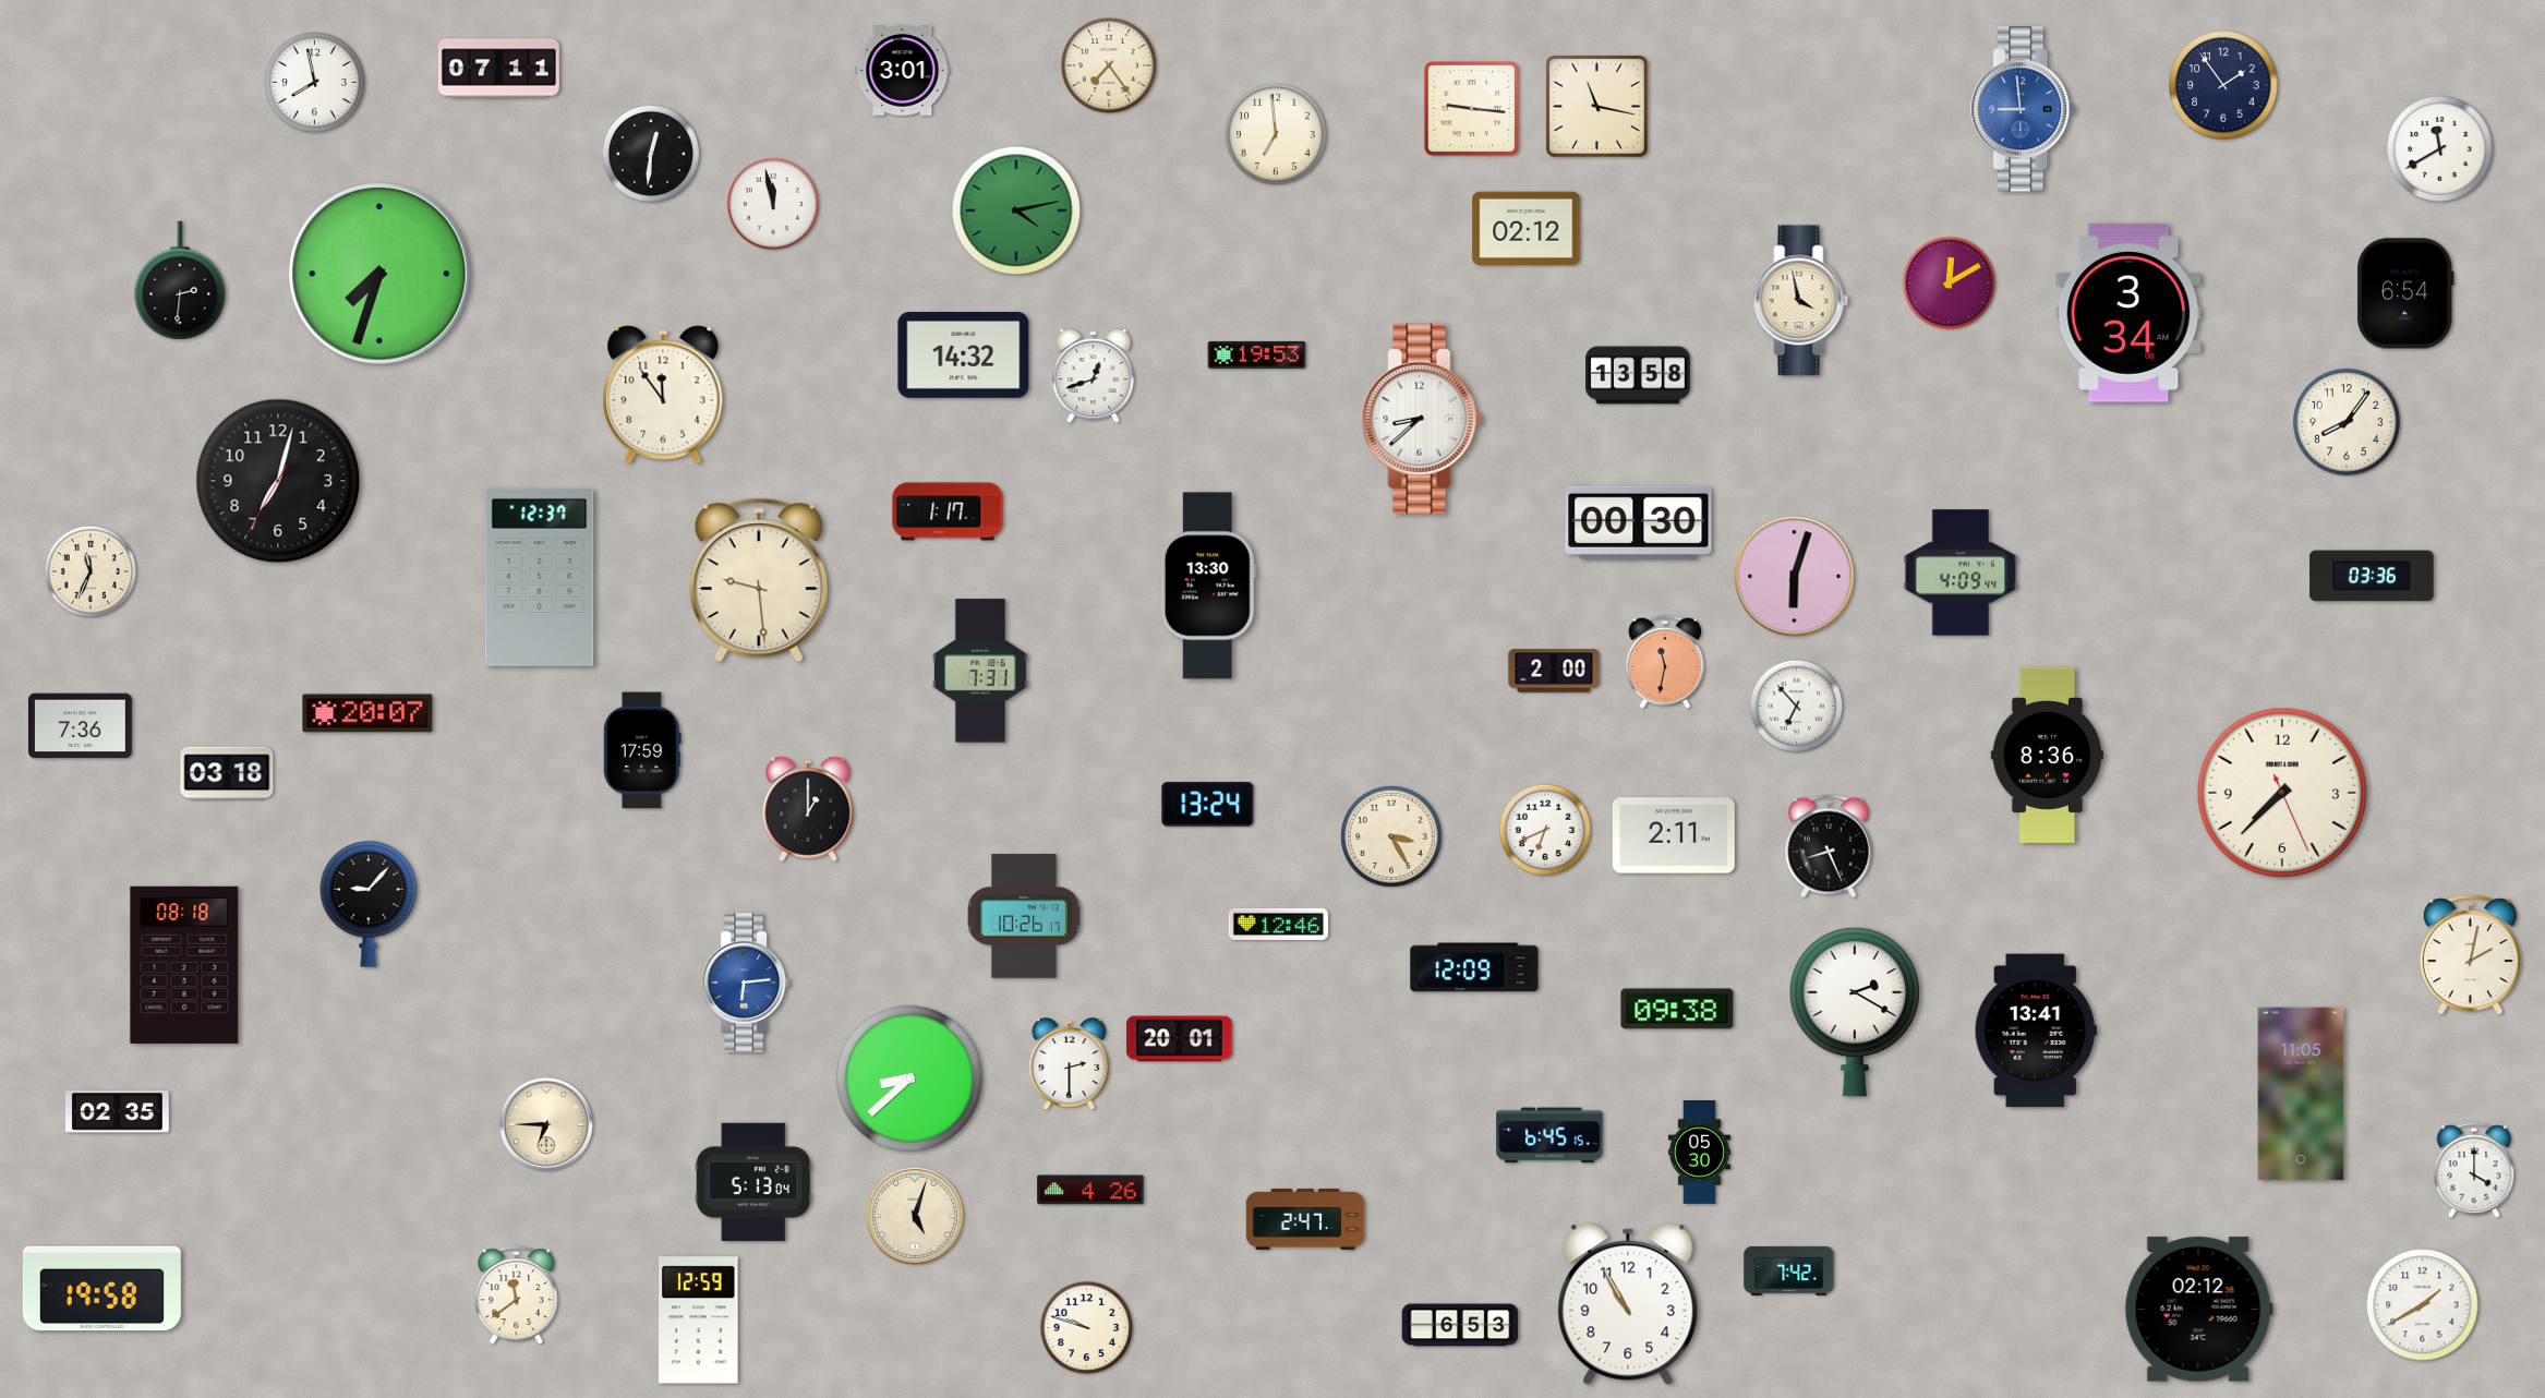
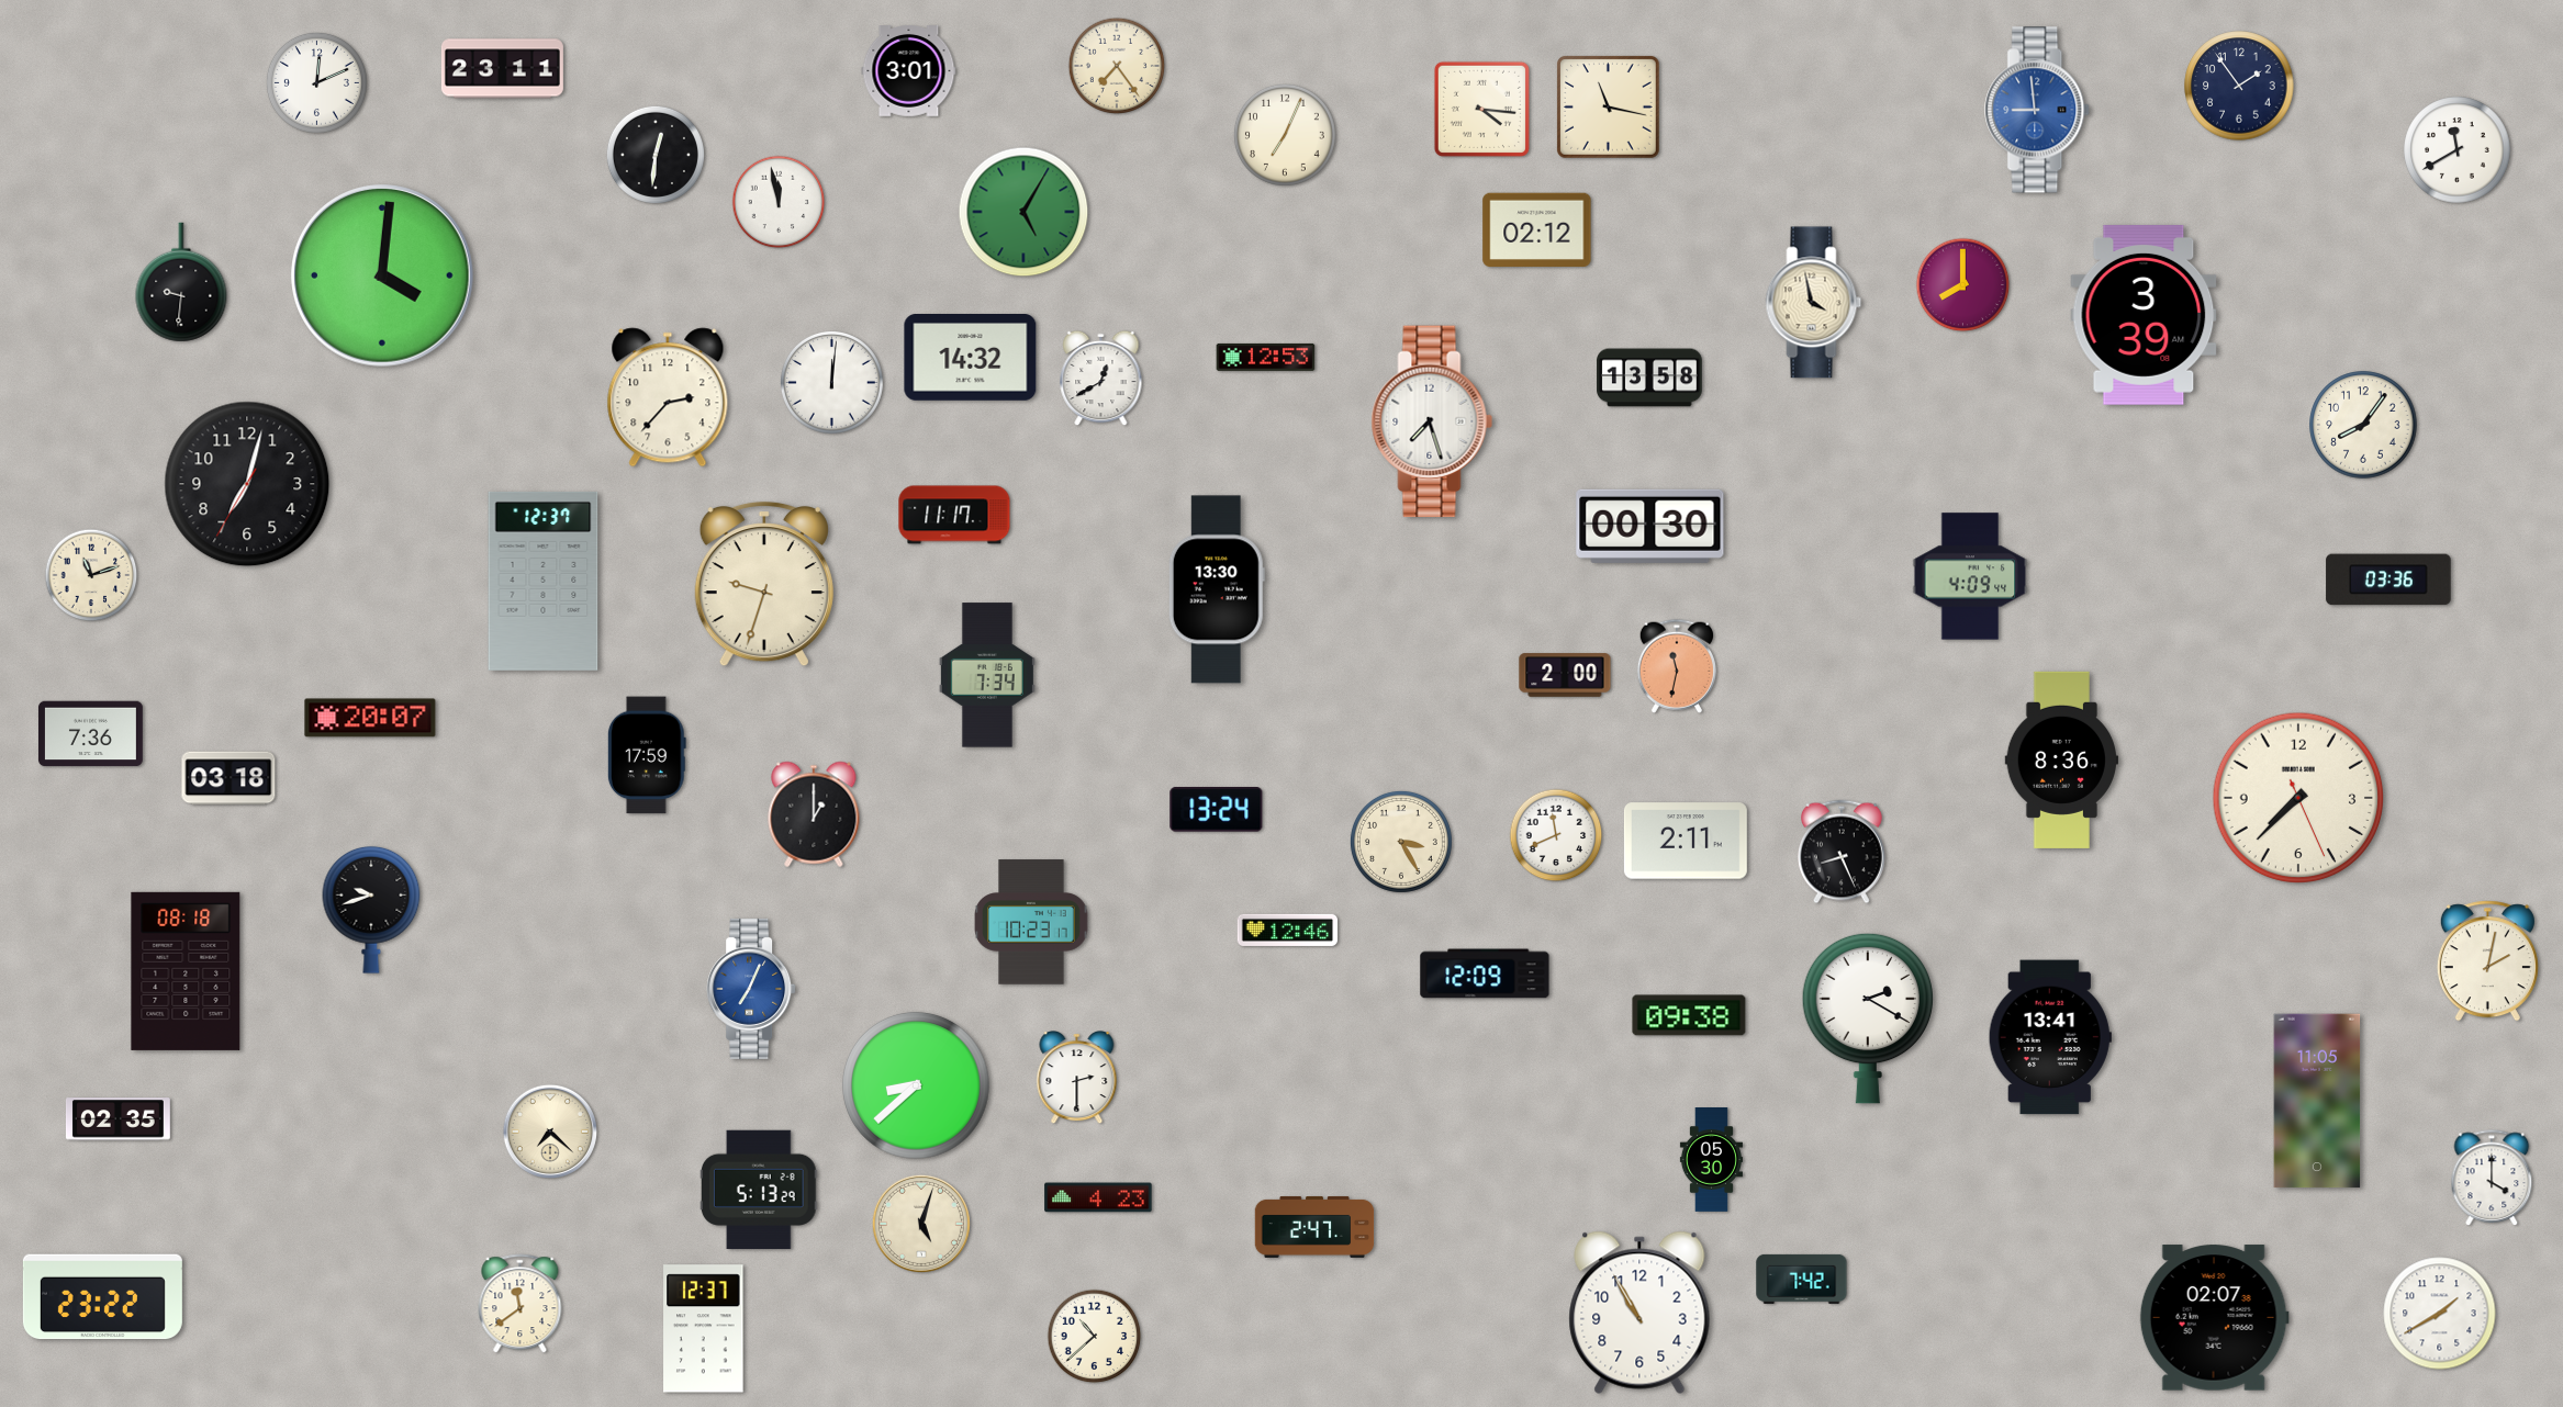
clock at (498, 69): 07:11 -> 23:11
clock at (314, 82): 7:58 -> 12:11
clock at (1471, 108): 9:16 -> 4:16
clock at (1276, 134): 6:59 -> 7:04
clock at (773, 204) position: (773, 204) -> (779, 202)
clock at (1016, 210): 4:13 -> 5:05
clock at (379, 274): 7:33 -> 4:01
clock at (180, 280): 2:31 -> 9:31
clock at (1950, 284): 12:10 -> 8:00
clock at (2405, 293): 6:54 -> none
clock at (2128, 313): 3:34 -> 3:39
clock at (1257, 354): 19:53 -> 12:53
clock at (1094, 376): 12:42 -> 12:40
clock at (831, 382): none -> 12:01
clock at (663, 395): 11:54 -> 2:37
clock at (1422, 419): 8:38 -> 7:27
clock at (278, 481) position: (278, 481) -> (247, 484)
clock at (948, 511): 1:17 -> 11:17
clock at (91, 571): 11:34 -> 11:12
clock at (1961, 573) position: (1961, 573) -> (1970, 576)
clock at (1795, 577): 6:03 -> none
clock at (759, 580): 9:29 -> 9:33
clock at (980, 671): 7:31 -> 7:34
clock at (1797, 707): 6:53 -> none
clock at (80, 726) position: (80, 726) -> (90, 734)
clock at (1545, 830): 6:41 -> 11:41
clock at (369, 904): 9:07 -> 9:42
clock at (1024, 916): 10:26 -> 10:23
clock at (746, 983): 6:14 -> 7:04
clock at (1180, 1039): 20:01 -> none
clock at (1070, 1065) position: (1070, 1065) -> (1077, 1079)
clock at (545, 1123): 6:45 -> 7:22
clock at (1549, 1135): 6:45 -> none
clock at (753, 1182): 5:13:04 -> 5:13:29
clock at (1090, 1190): 4:26 -> 4:23
clock at (101, 1289): 19:58 -> 23:22
clock at (2198, 1310): 02:12 -> 02:07
clock at (699, 1321): 12:59 -> 12:37
clock at (1460, 1325): 6:53 -> none
clock at (1087, 1328): 9:48 -> 10:38
